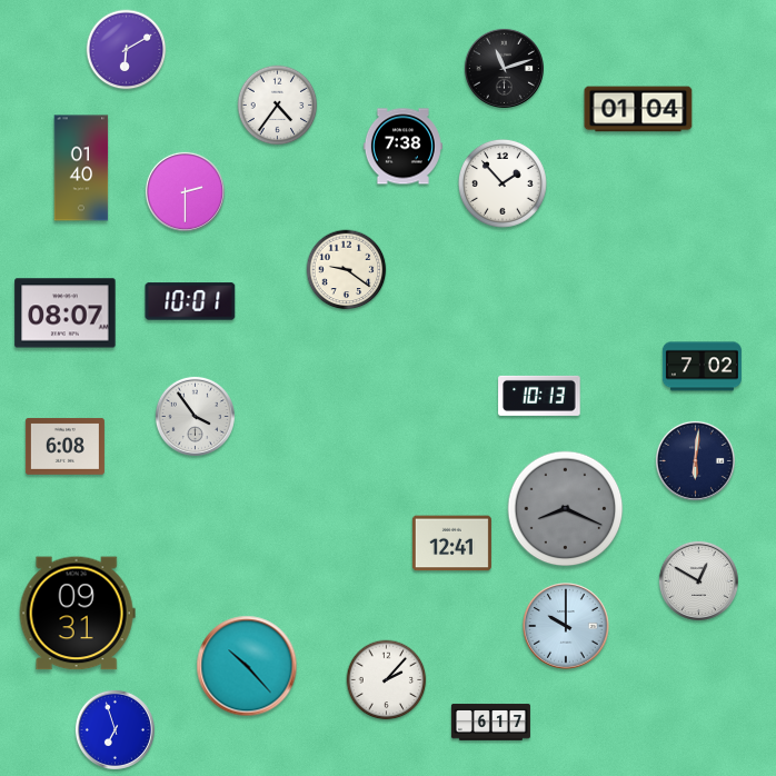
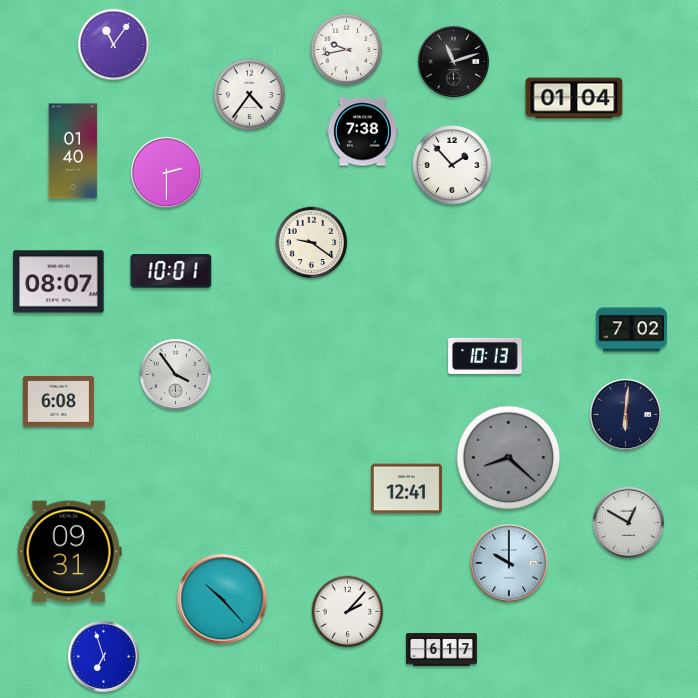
clock at (127, 50): 6:10 -> 11:06
clock at (347, 50): none -> 9:43
clock at (566, 509): 8:19 -> 8:22
